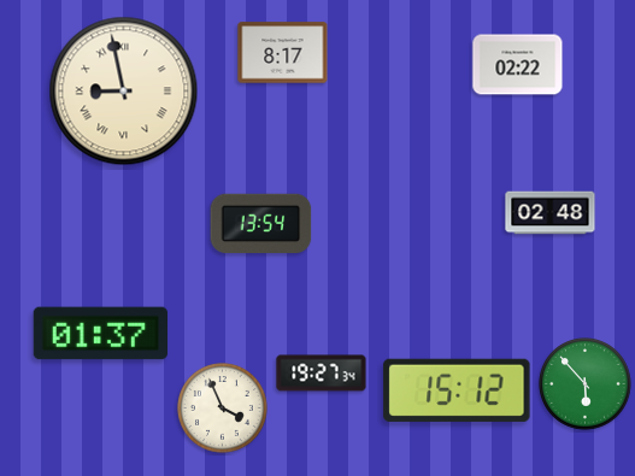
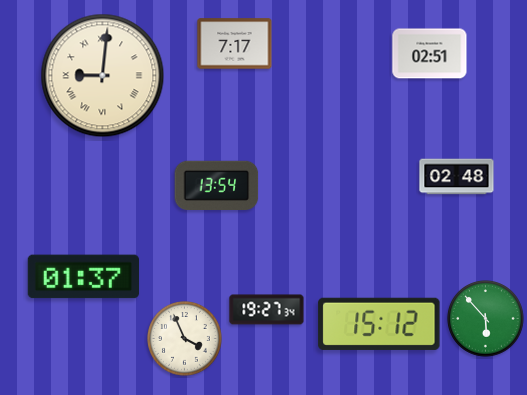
clock at (283, 53): 8:17 -> 7:17
clock at (518, 65): 02:22 -> 02:51
clock at (124, 92): 8:58 -> 9:01
